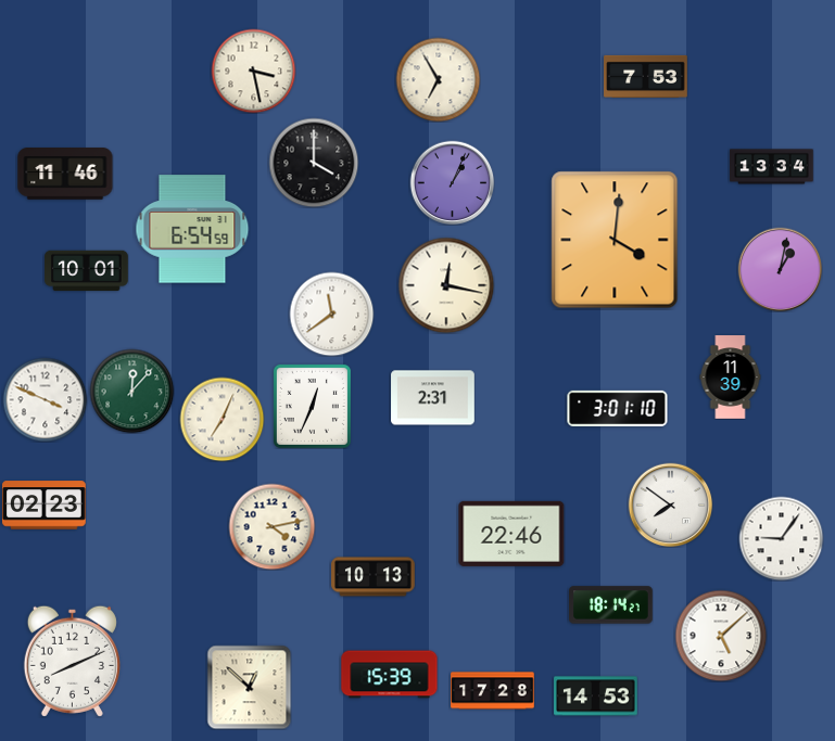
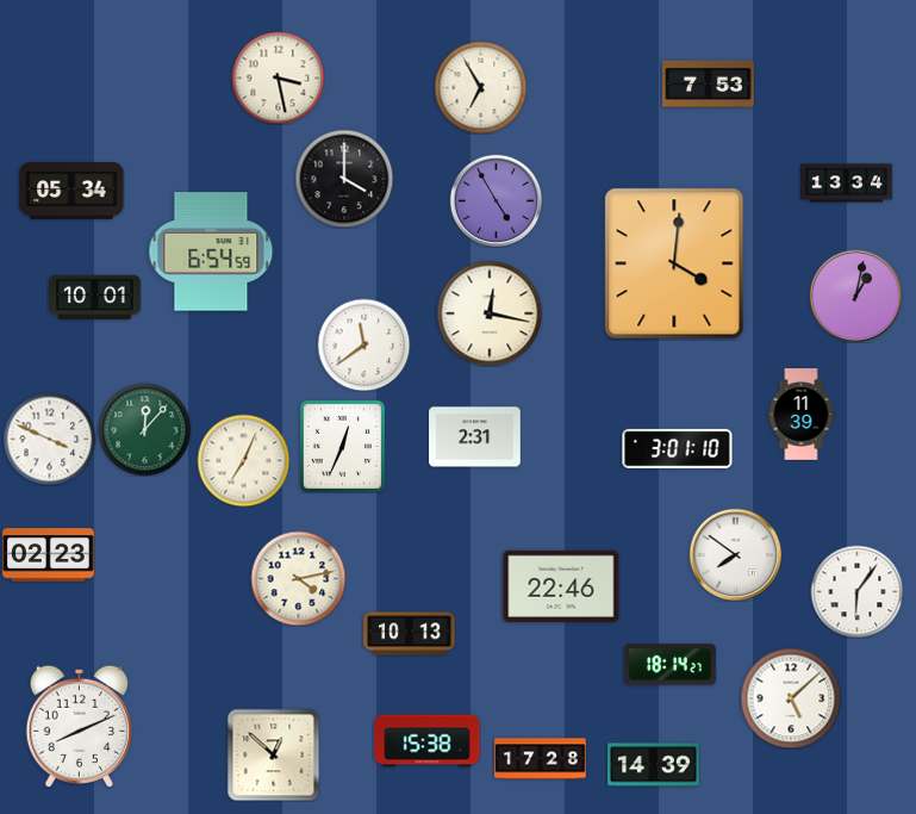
clock at (65, 174): 11:46 -> 05:34
clock at (452, 182): 1:04 -> 4:55
clock at (781, 538): 9:06 -> 6:06
clock at (390, 675): 15:39 -> 15:38
clock at (596, 697): 14:53 -> 14:39
